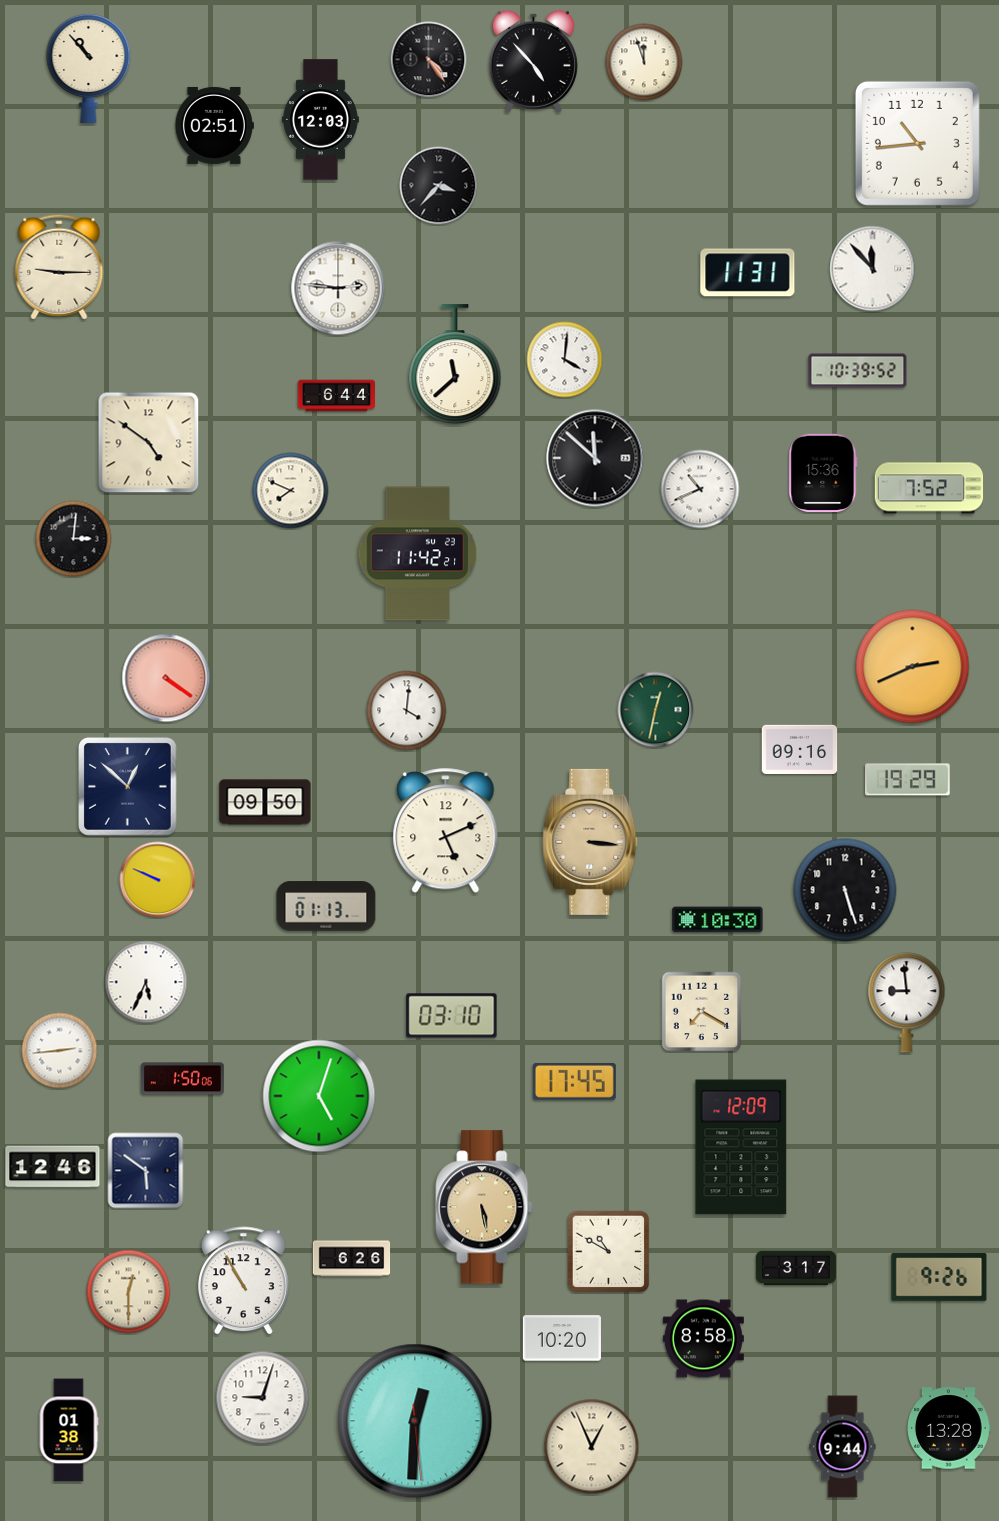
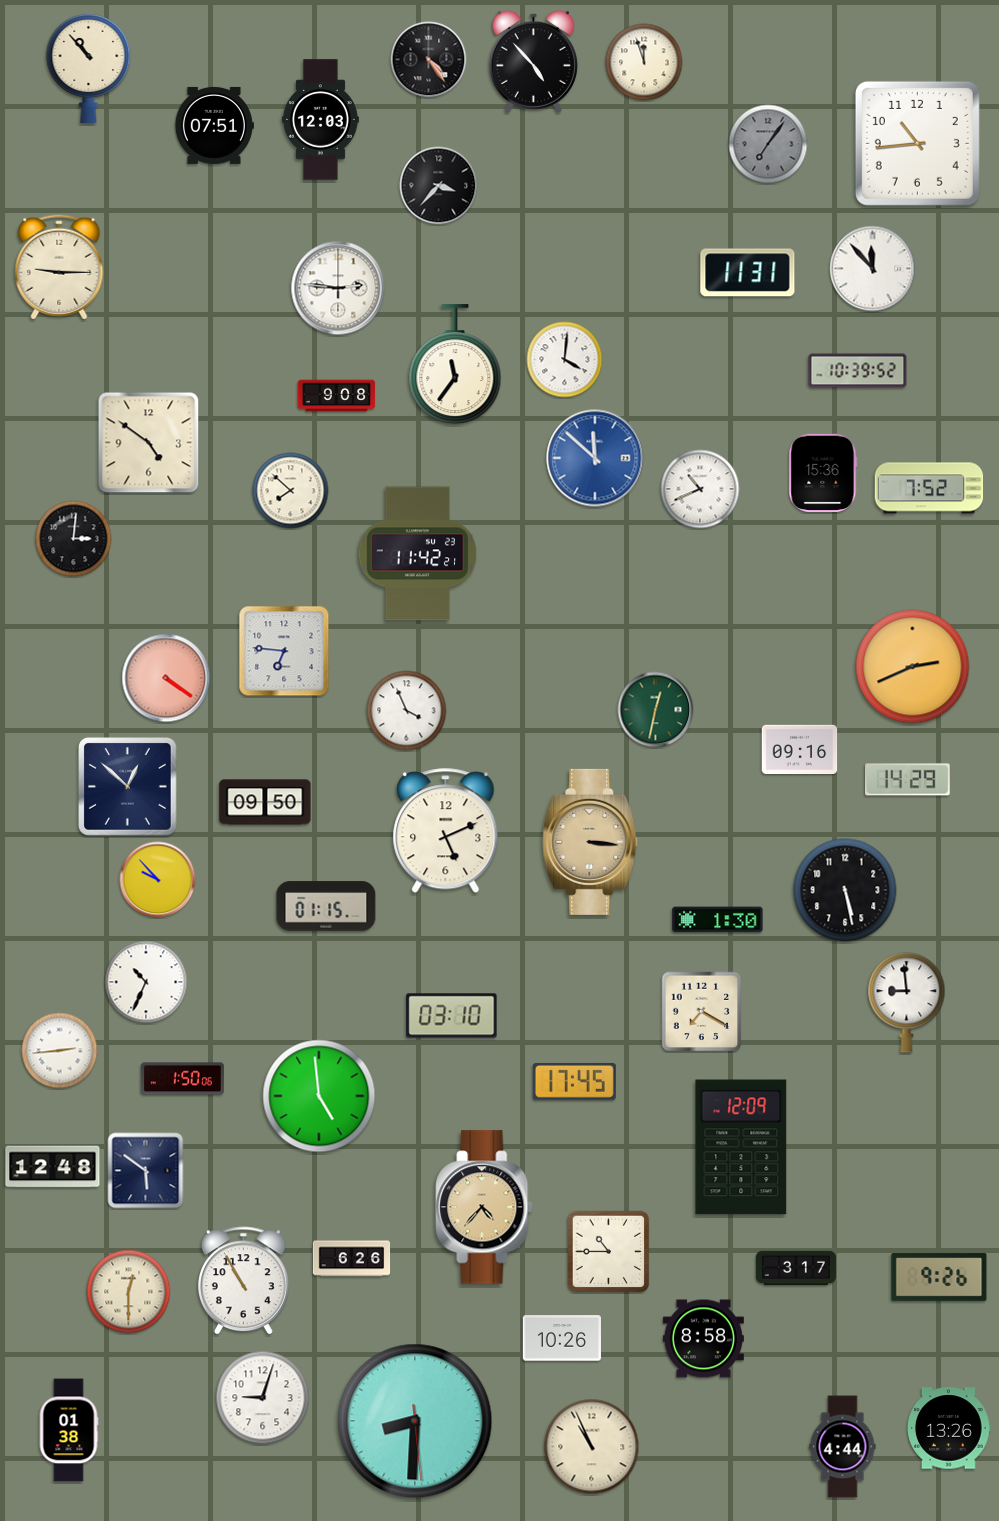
clock at (214, 125): 02:51 -> 07:51
clock at (768, 144): none -> 7:06
clock at (455, 365): 11:38 -> 11:36
clock at (337, 396): 6:44 -> 9:08
clock at (595, 458) dial: black -> blue
clock at (291, 491): 7:49 -> 7:52
clock at (284, 651): none -> 6:46
clock at (407, 711): 4:01 -> 3:56
clock at (908, 780): 19:29 -> 14:29
clock at (158, 880): 9:49 -> 9:53
clock at (845, 890): 5:27 -> 5:28
clock at (326, 906): 01:13 -> 01:15
clock at (718, 920): 10:30 -> 1:30
clock at (146, 982): 5:34 -> 10:34
clock at (319, 1096): 5:03 -> 4:59
clock at (53, 1167): 12:46 -> 12:48
clock at (484, 1207): 5:28 -> 4:37
clock at (609, 1252): 10:50 -> 10:45
clock at (562, 1338): 10:20 -> 10:26
clock at (415, 1421): 12:30 -> 8:30
clock at (949, 1428): 13:28 -> 13:26
clock at (592, 1447): 12:56 -> 10:56
clock at (843, 1447): 9:44 -> 4:44
